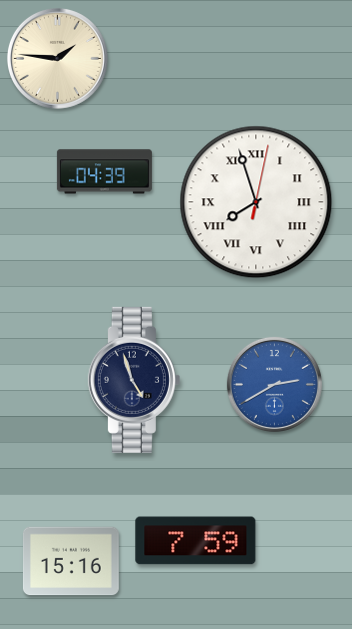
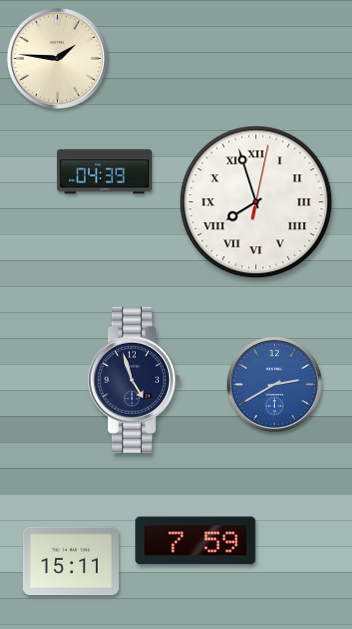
clock at (71, 561): 15:16 -> 15:11
